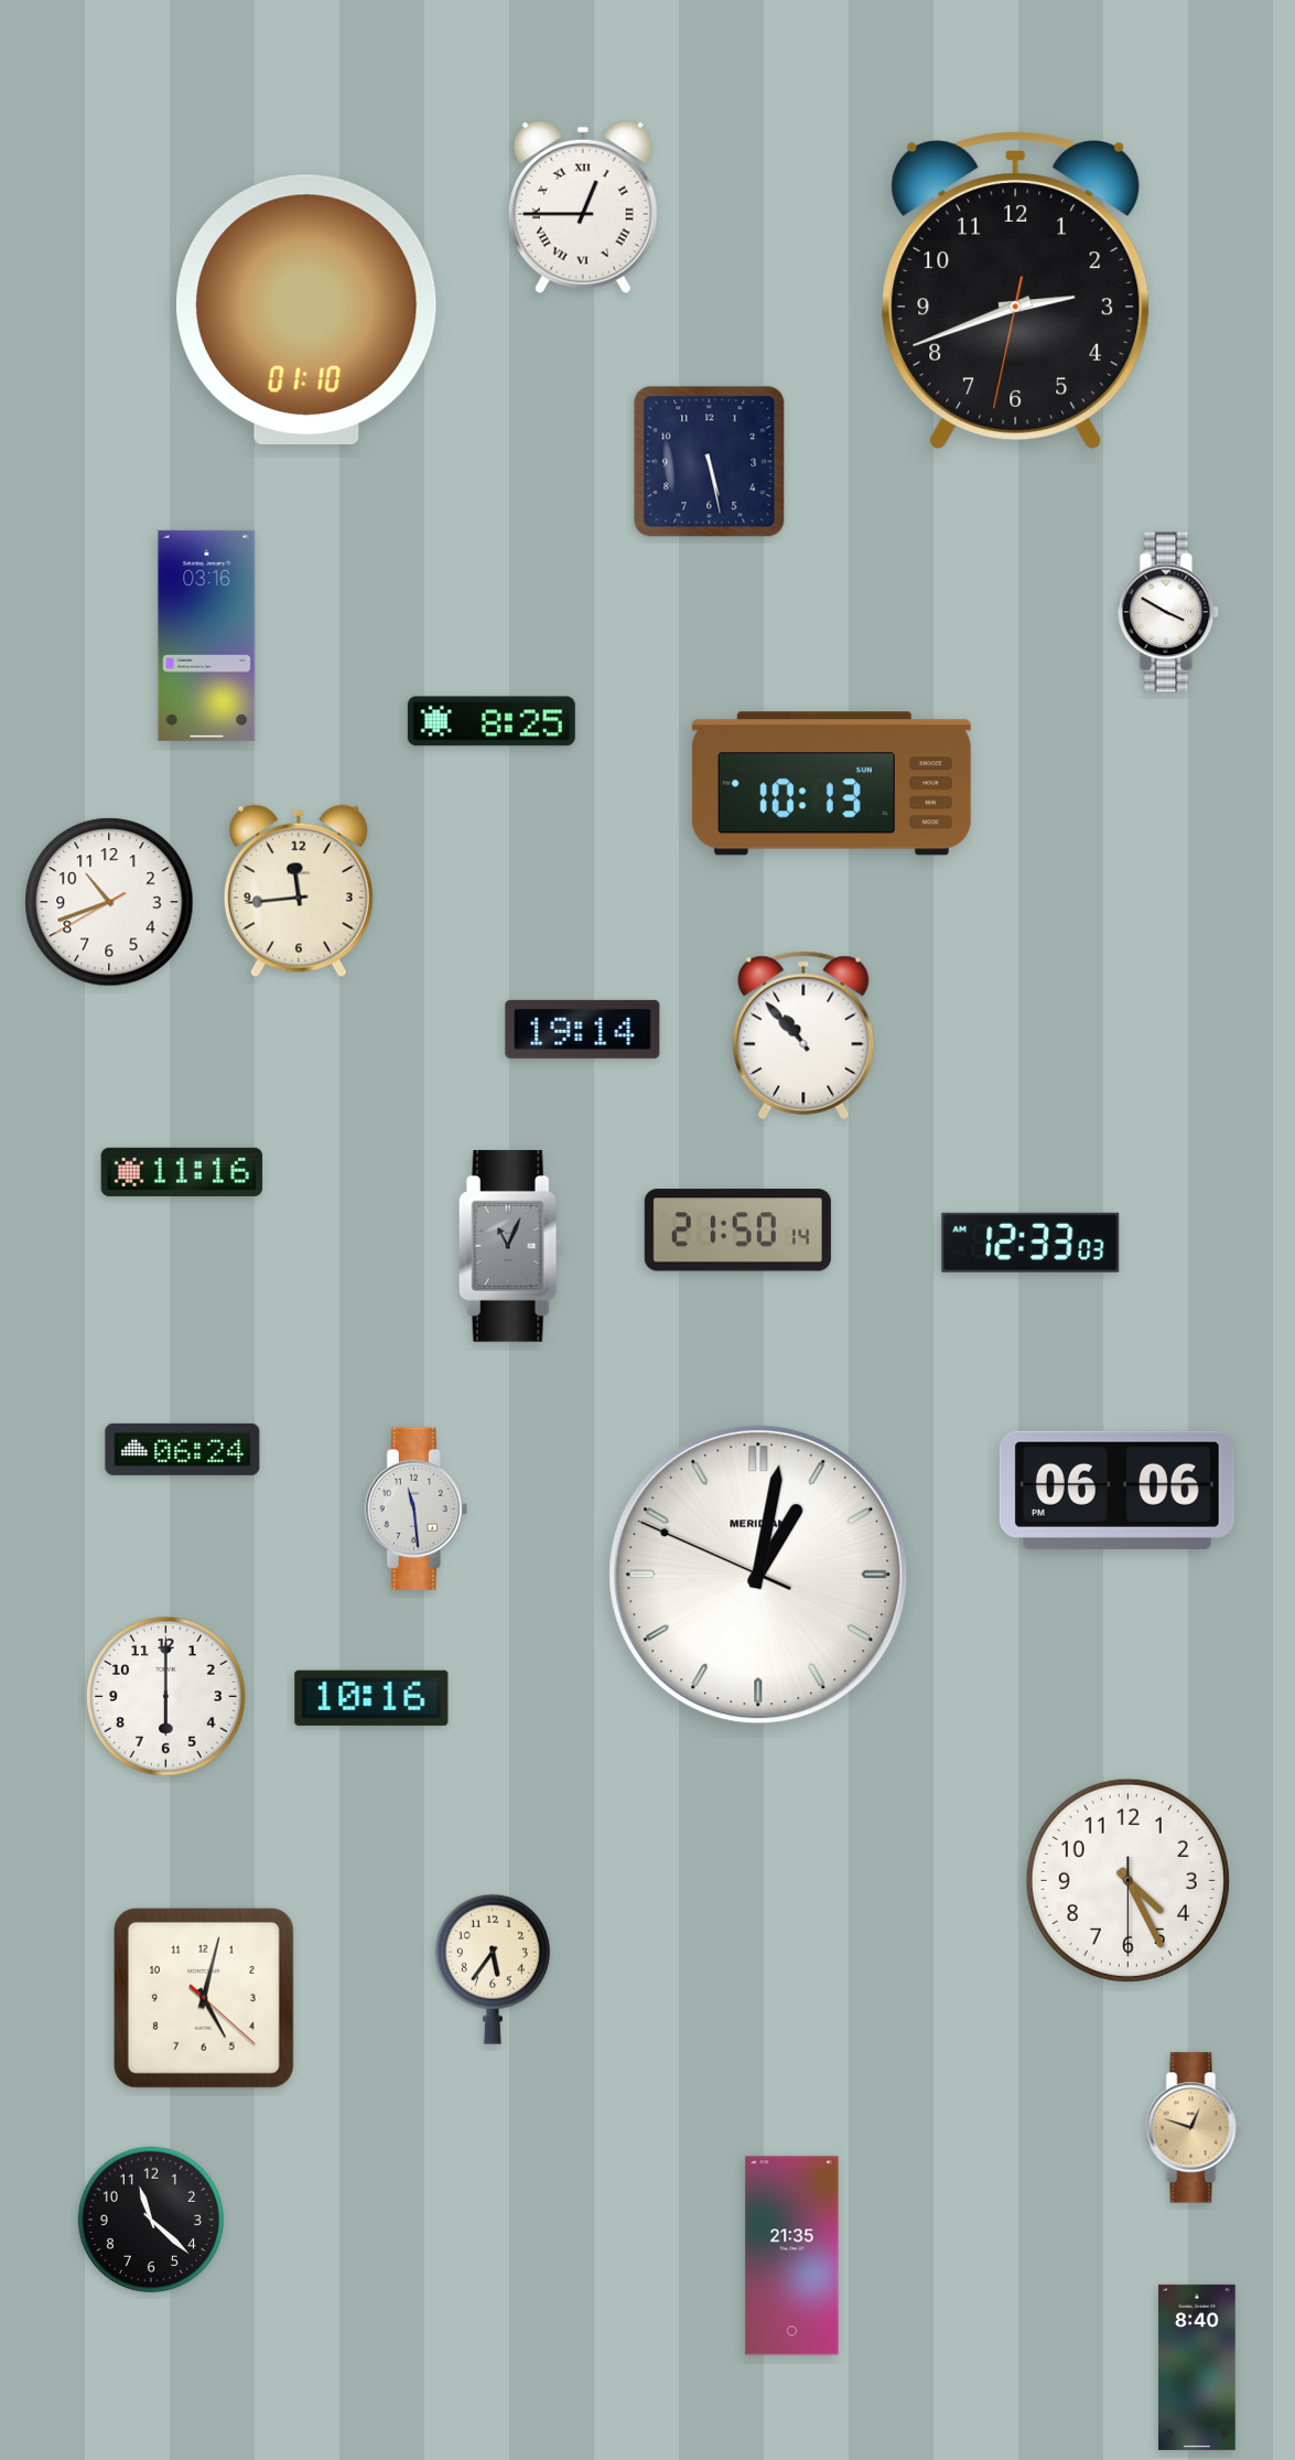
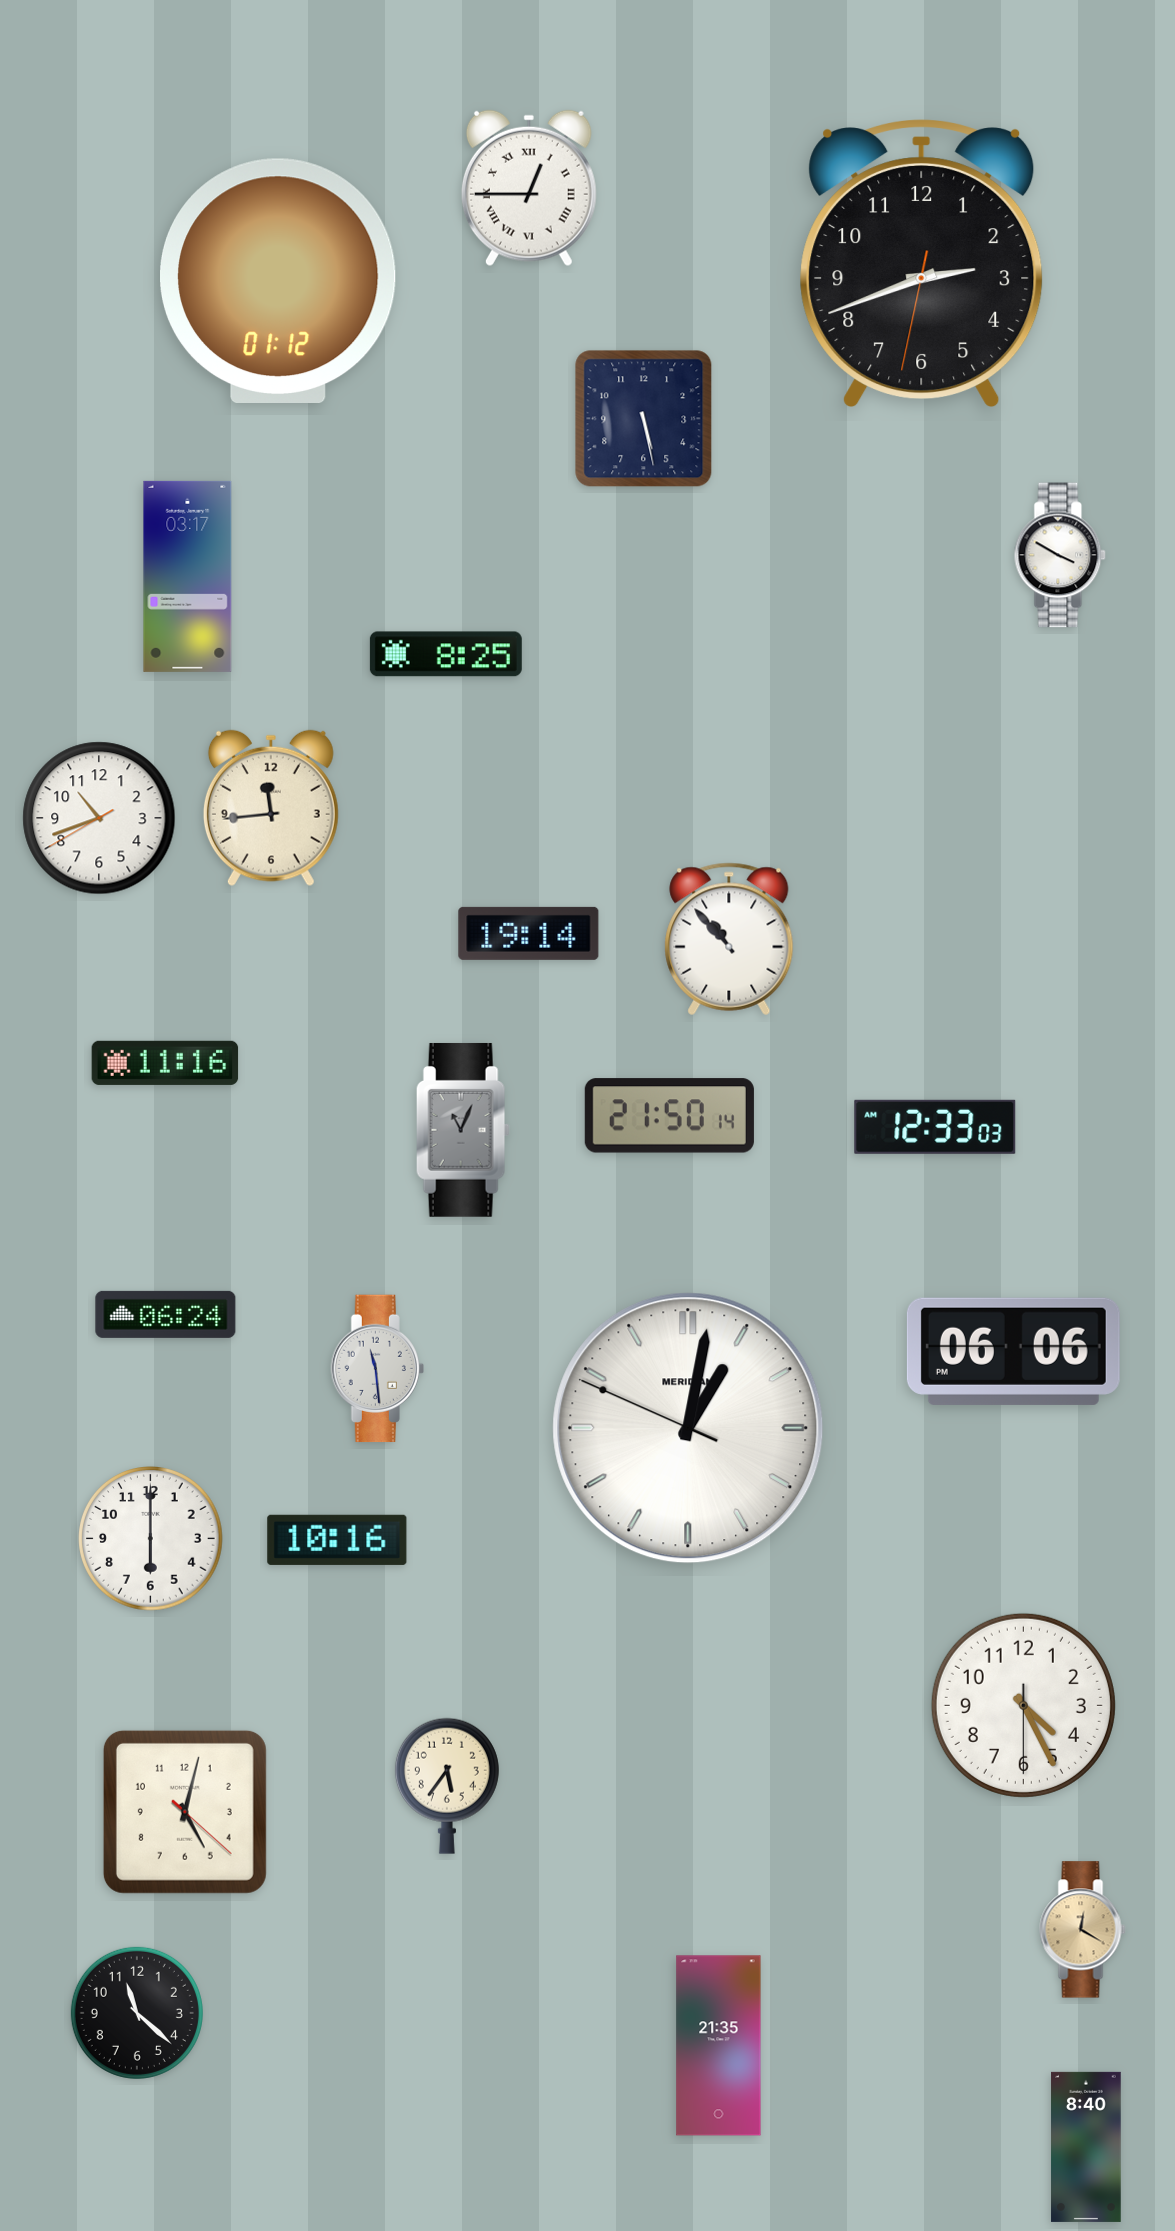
clock at (307, 309): 01:10 -> 01:12
clock at (207, 635): 03:16 -> 03:17
clock at (831, 784): 10:13 -> none
clock at (1194, 2128): 12:48 -> 12:20
